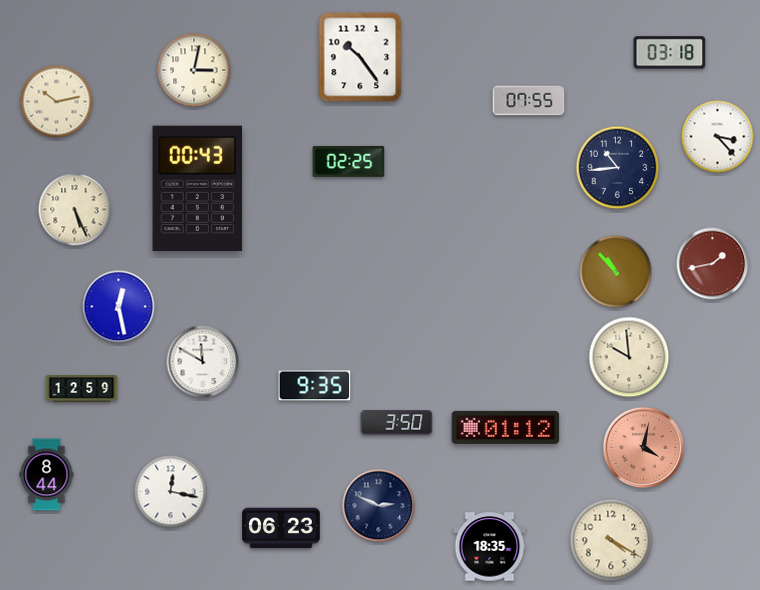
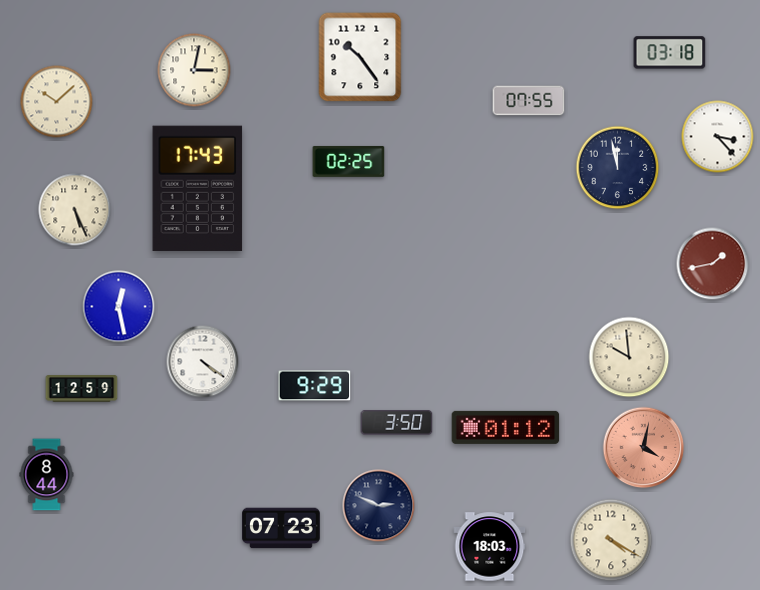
clock at (57, 102): 10:13 -> 10:08
clock at (618, 168): 10:44 -> 11:58
clock at (198, 188): 00:43 -> 17:43
clock at (616, 272): 10:53 -> none
clock at (203, 362): 11:50 -> 4:21
clock at (315, 386): 9:35 -> 9:29
clock at (171, 492): 12:17 -> none
clock at (282, 528): 06:23 -> 07:23
clock at (490, 547): 18:35 -> 18:03
